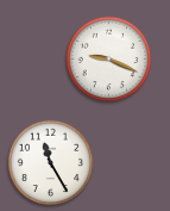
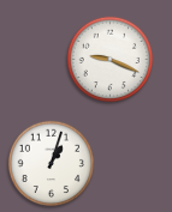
clock at (51, 163): 11:25 -> 1:03
